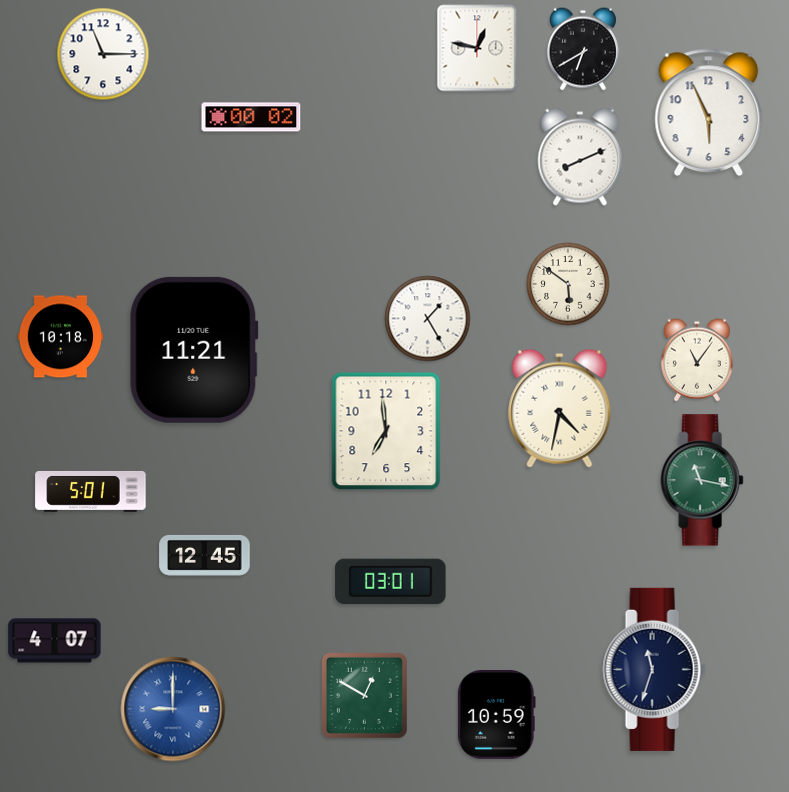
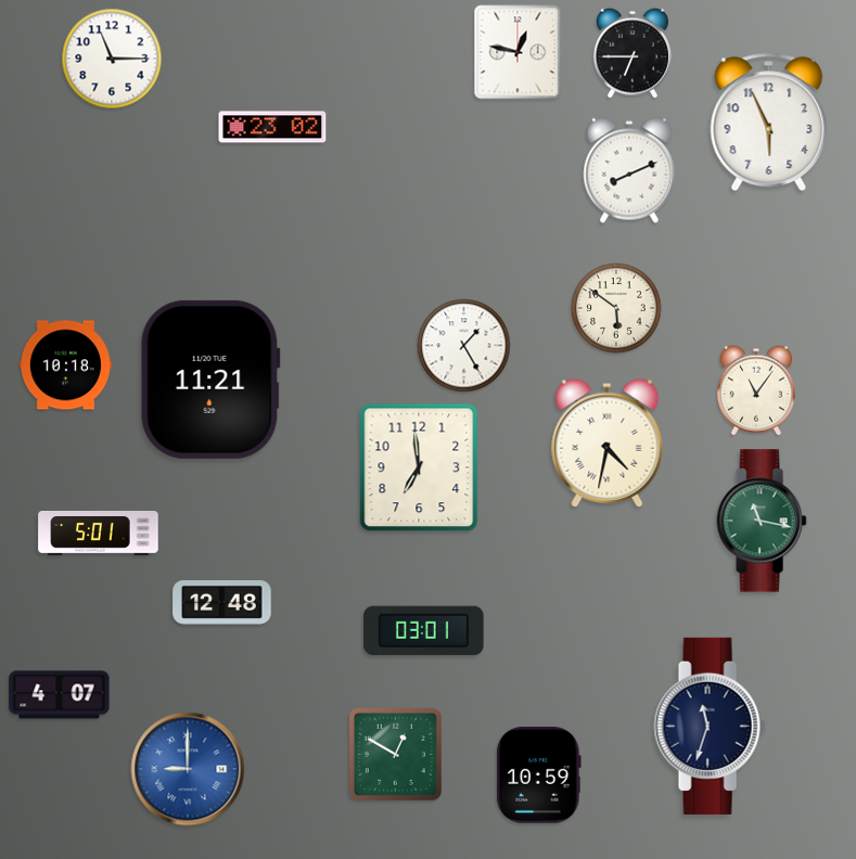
clock at (583, 49): 6:40 -> 6:45
clock at (251, 117): 00:02 -> 23:02
clock at (205, 555): 12:45 -> 12:48
